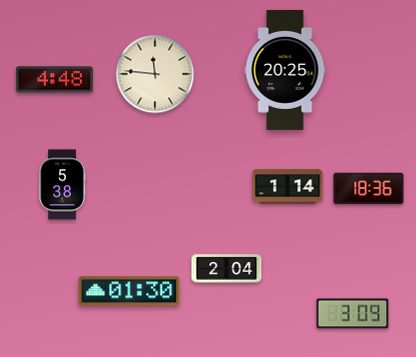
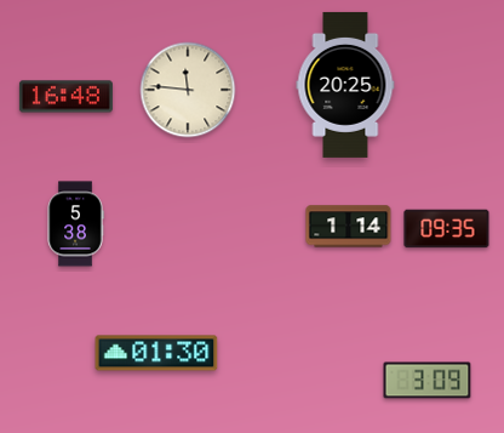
clock at (54, 80): 4:48 -> 16:48
clock at (369, 189): 18:36 -> 09:35
clock at (227, 269): 2:04 -> none
